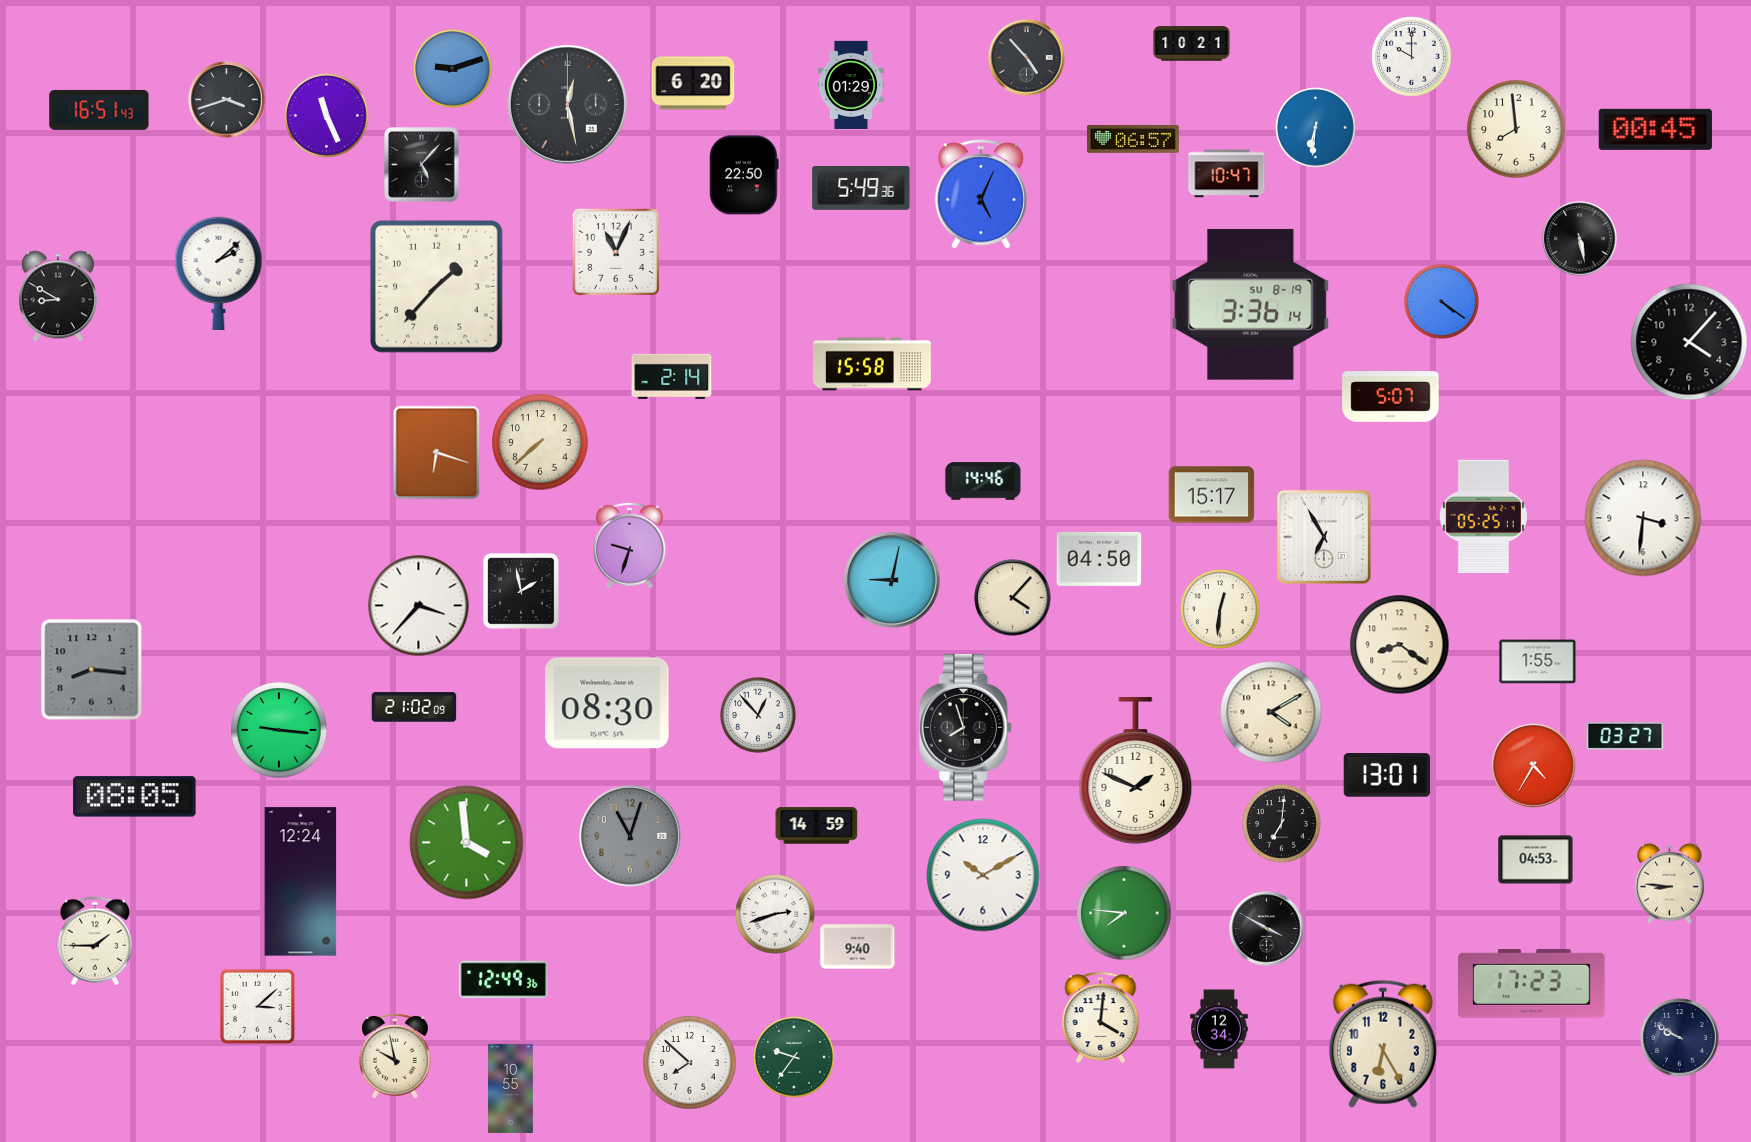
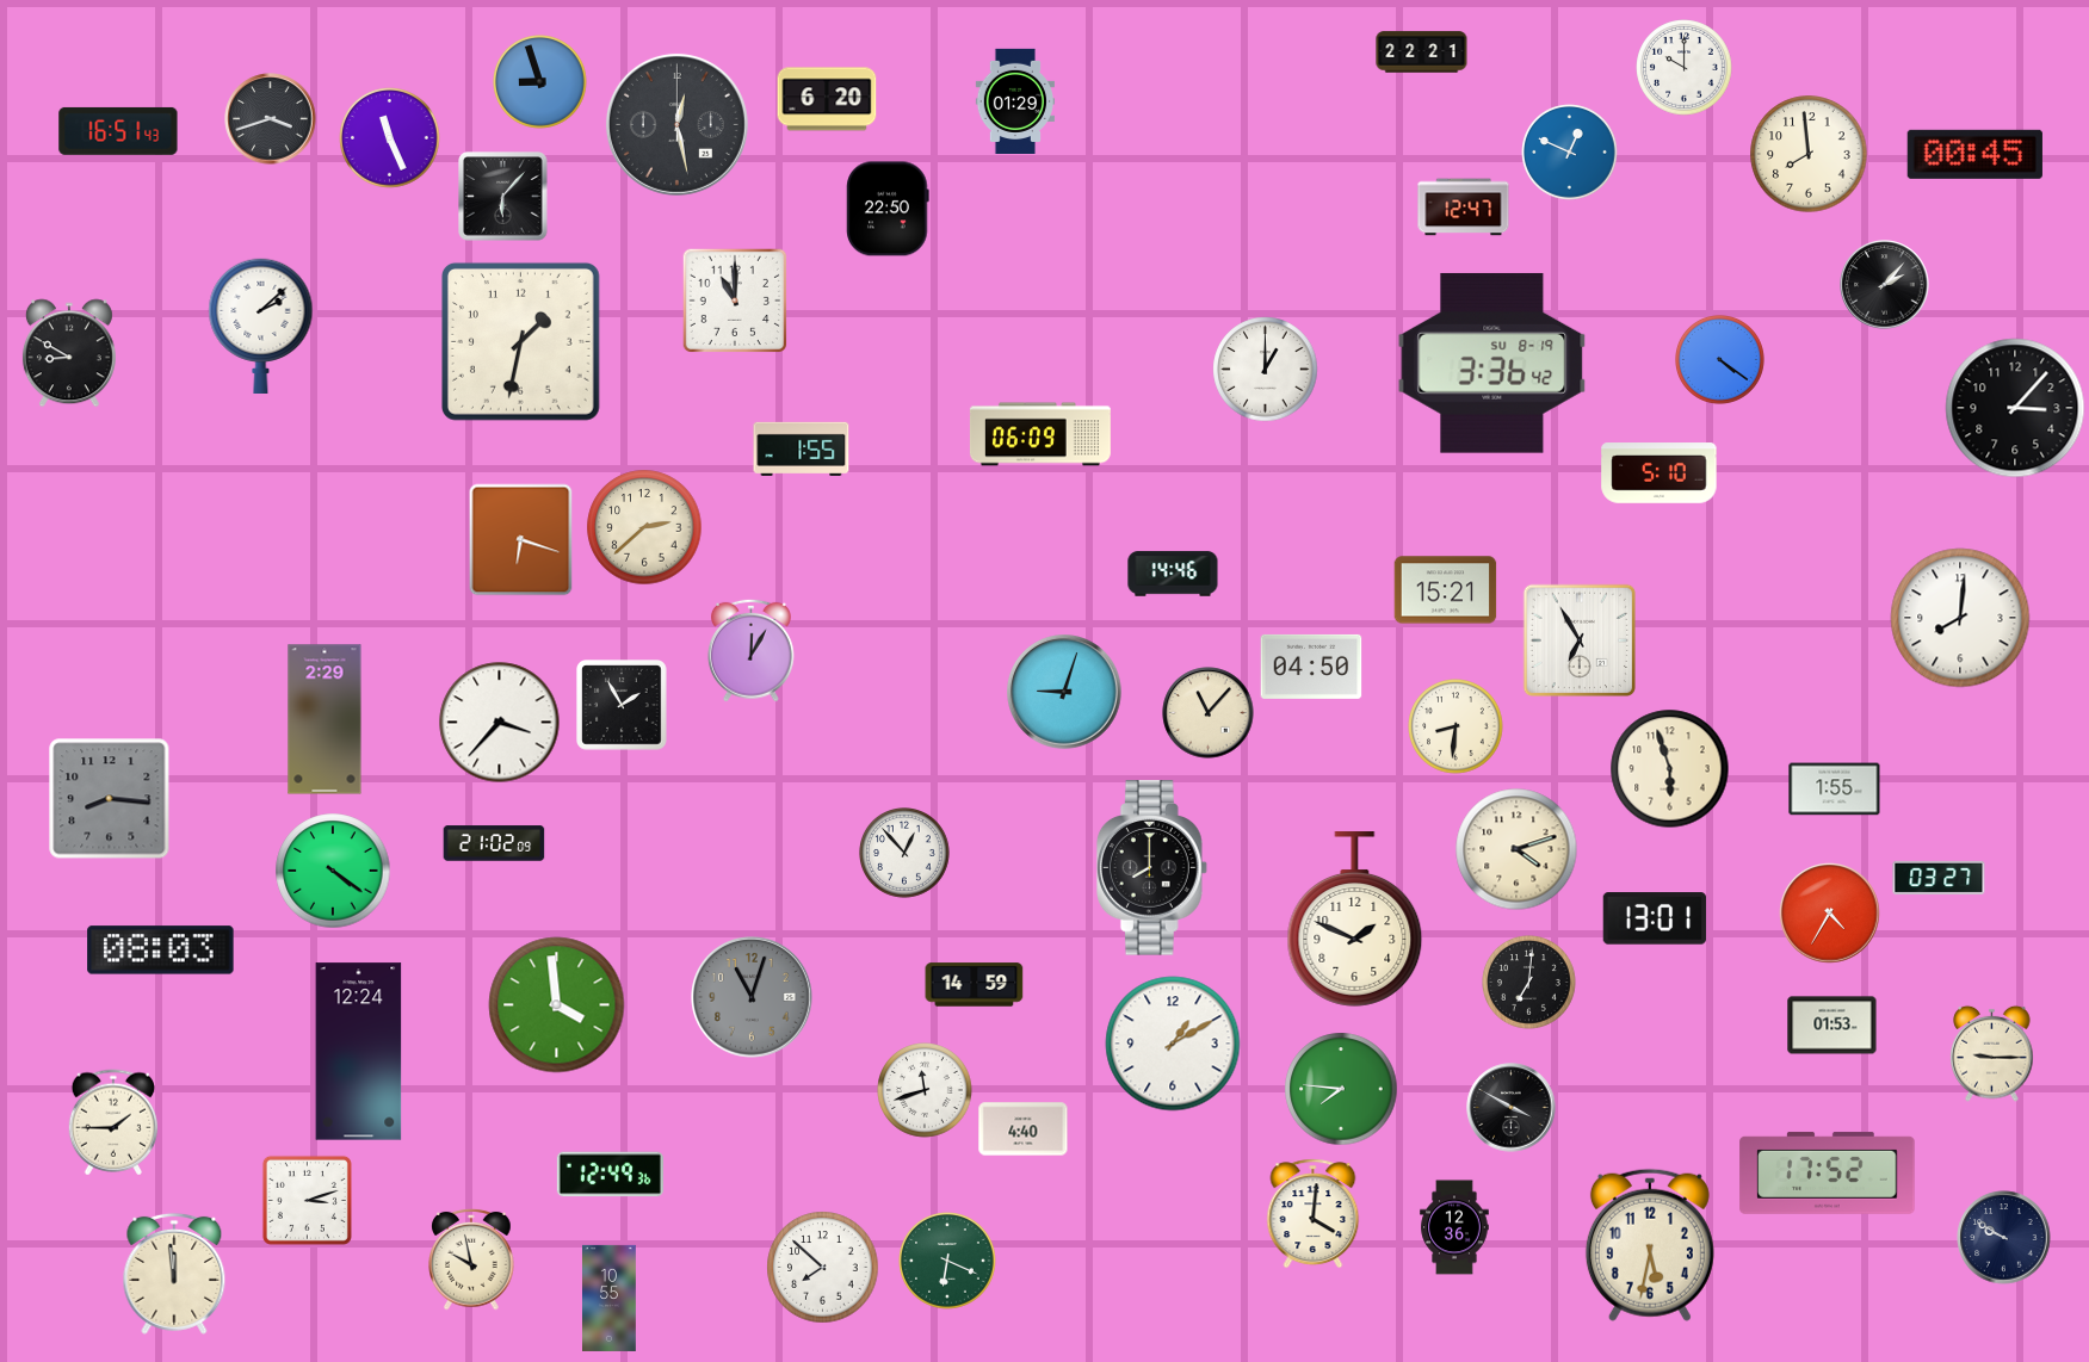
clock at (1192, 44): 10:21 -> 22:21
clock at (1027, 58): 4:53 -> none
clock at (453, 69): 9:12 -> 8:57
clock at (1316, 128): 6:31 -> 12:49
clock at (1133, 140): 06:57 -> none
clock at (422, 165): 5:07 -> 6:07
clock at (1227, 174): 10:47 -> 12:47
clock at (861, 189): 5:49 -> none
clock at (981, 194): 5:04 -> none
clock at (1580, 239): 5:28 -> 2:07
clock at (615, 251): 11:04 -> 11:00
clock at (436, 286): 1:37 -> 1:32
clock at (1251, 304): 3:36:14 -> 3:36:42
clock at (1266, 370): none -> 1:00
clock at (1689, 342): 4:07 -> 3:07
clock at (872, 364): 15:58 -> 06:09
clock at (672, 376): 2:14 -> 1:55
clock at (1391, 397): 5:07 -> 5:10
clock at (540, 442): 7:38 -> 2:38
clock at (1212, 495): 15:17 -> 15:21
clock at (1483, 516): 05:25 -> none
clock at (1643, 518): 3:31 -> 8:01
clock at (629, 545): 9:33 -> 12:05
clock at (892, 580): 9:02 -> 9:03
clock at (522, 592): 1:58 -> 1:55
clock at (1013, 598): 4:07 -> 11:07
clock at (325, 719): none -> 2:29
clock at (1220, 609): 12:31 -> 8:31
clock at (1400, 645): 8:21 -> 5:57
clock at (607, 703): 08:30 -> none
clock at (1271, 712): 4:10 -> 4:12
clock at (965, 728): 7:57 -> 8:00
clock at (279, 730): 9:16 -> 4:21
clock at (1387, 775) position: (1387, 775) -> (1655, 918)
clock at (135, 797): 08:05 -> 08:03
clock at (1536, 860): 04:53 -> 01:53
clock at (983, 875): 10:10 -> 1:10
clock at (1670, 883): 8:46 -> 9:15
clock at (775, 914): 2:42 -> 11:42
clock at (858, 947): 9:40 -> 4:40
clock at (503, 980) position: (503, 980) -> (610, 1175)
clock at (1532, 983): 17:23 -> 17:52
clock at (257, 1006): 3:08 -> 3:12
clock at (1219, 1029): 12:34 -> 12:36
clock at (1383, 1044): 6:25 -> 5:32
clock at (794, 1057): 9:36 -> 6:19
clock at (174, 1274): none -> 11:59
